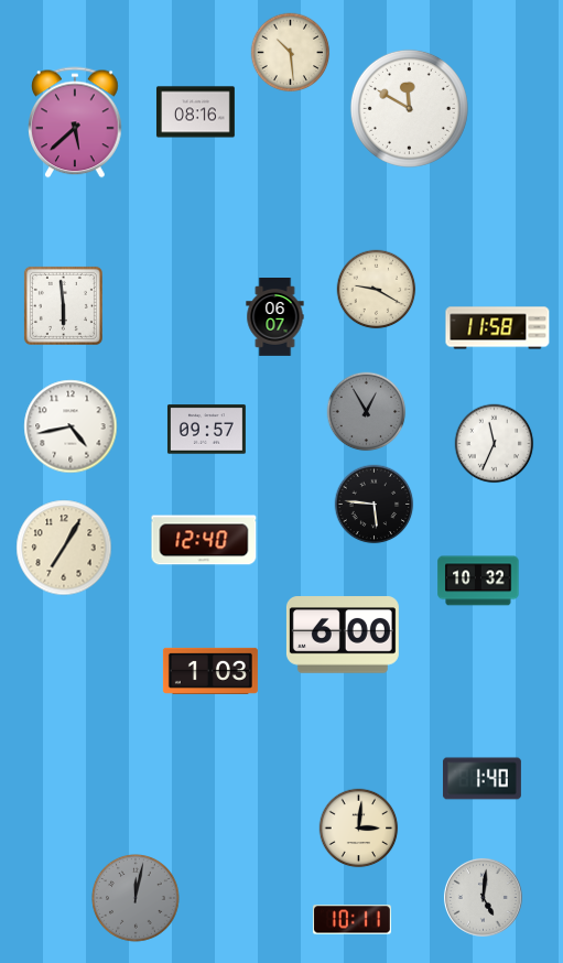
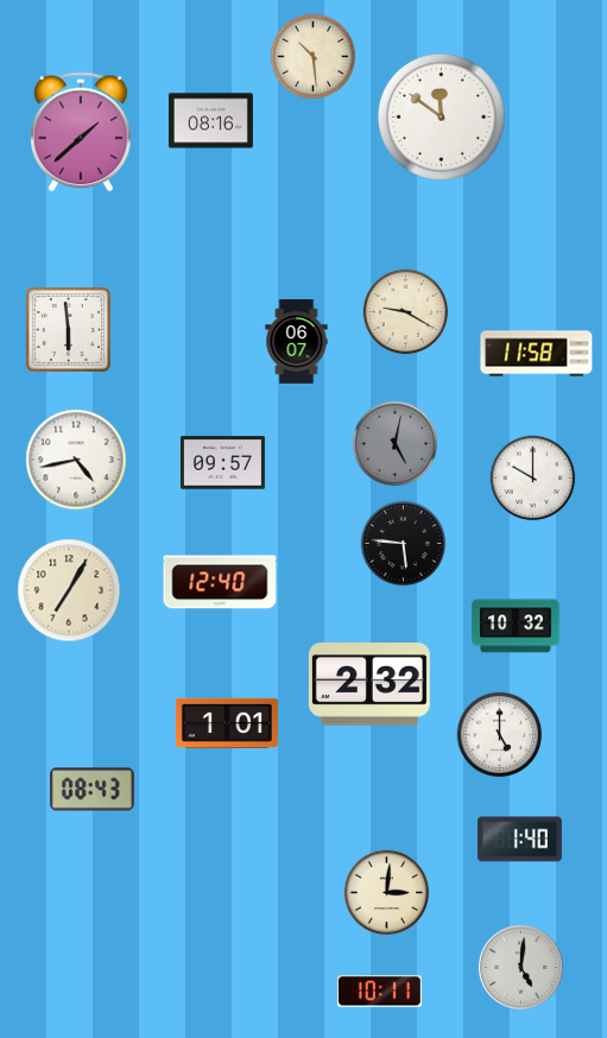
clock at (409, 108): 11:50 -> 11:51
clock at (75, 122): 5:38 -> 1:38
clock at (367, 412): 12:55 -> 5:02
clock at (495, 444): 11:34 -> 10:00
clock at (343, 635): 6:00 -> 2:32
clock at (210, 671): 1:03 -> 1:01
clock at (500, 735): none -> 5:00
clock at (91, 790): none -> 08:43
clock at (136, 898): 12:02 -> none
